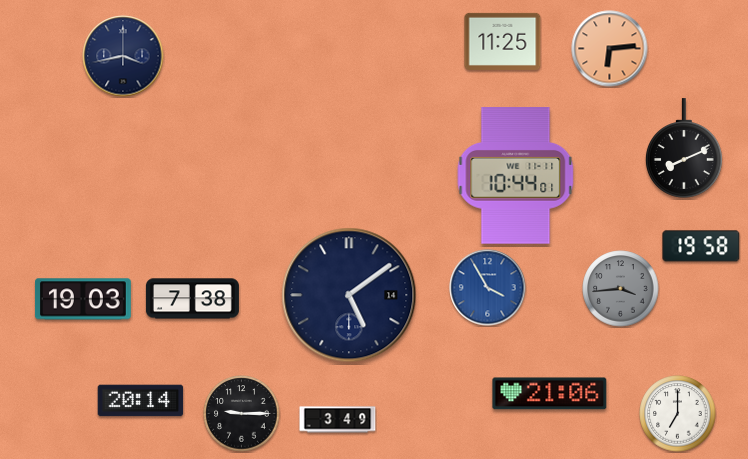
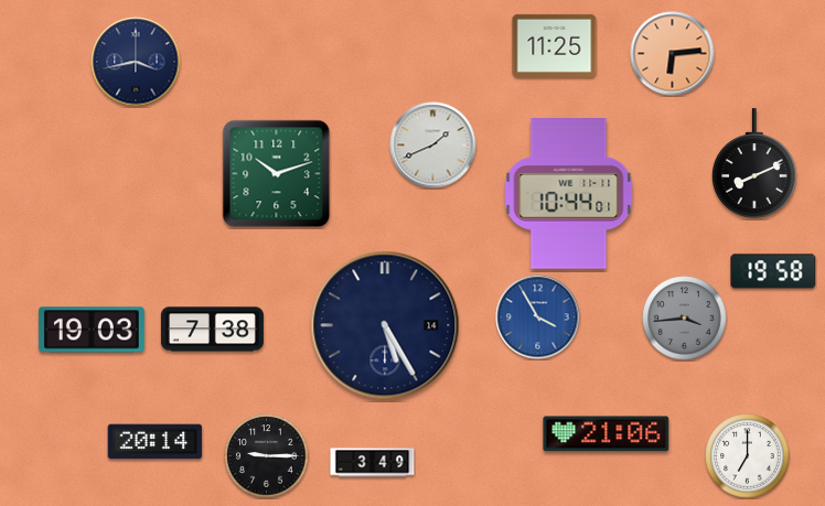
clock at (433, 146): none -> 1:41
clock at (277, 174): none -> 10:12
clock at (349, 295): 5:09 -> 5:25
